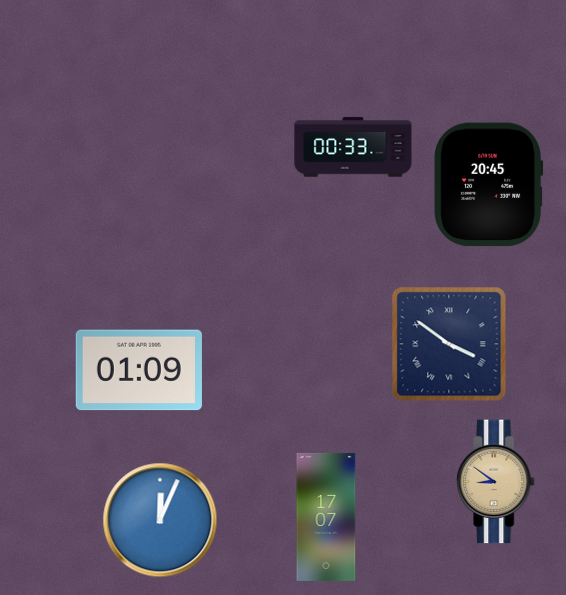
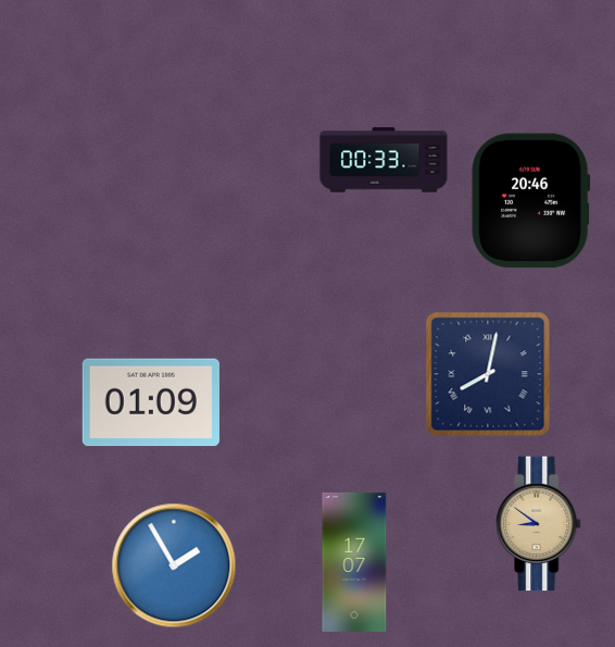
clock at (489, 185): 20:45 -> 20:46
clock at (449, 344): 3:51 -> 8:02
clock at (160, 520): 12:04 -> 1:55
